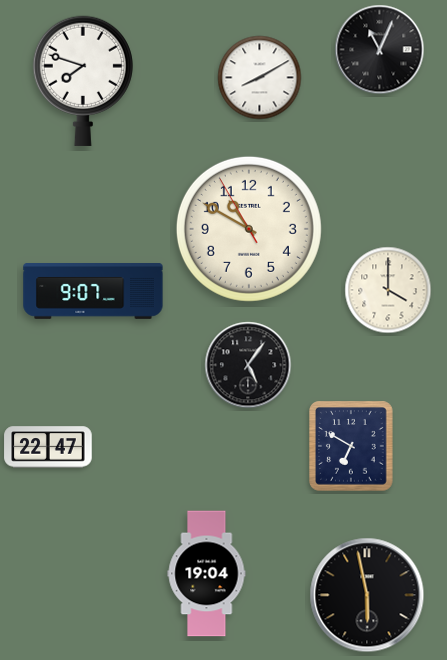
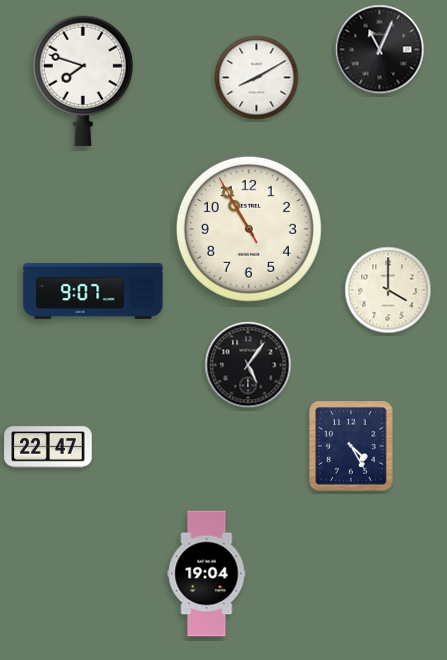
clock at (260, 78) position: (260, 78) -> (257, 78)
clock at (249, 229): 10:49 -> 10:54
clock at (351, 446): 6:50 -> 4:25
clock at (367, 595): 5:58 -> none
